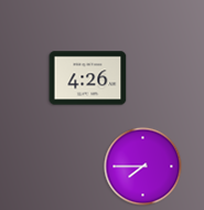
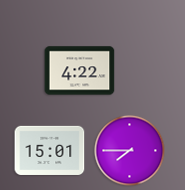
clock at (88, 78): 4:26 -> 4:22
clock at (50, 150): none -> 15:01
